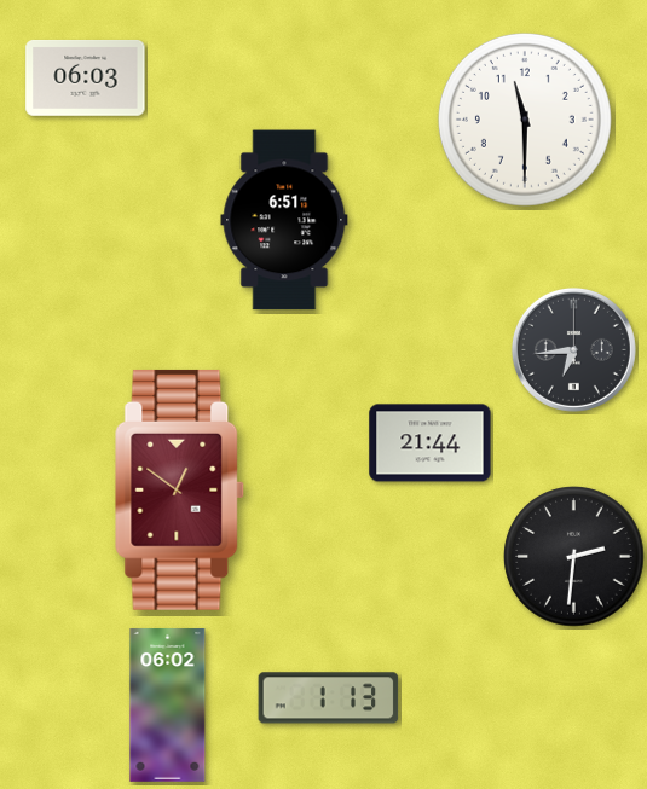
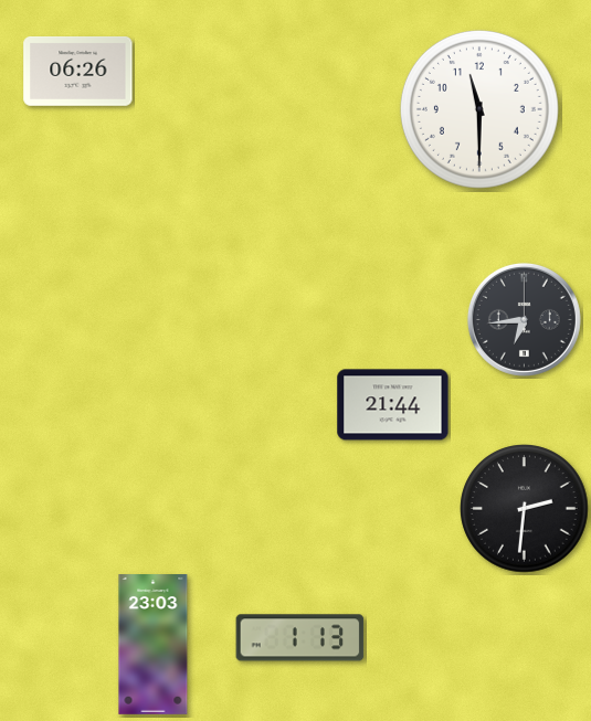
clock at (86, 77): 06:03 -> 06:26
clock at (284, 220): 6:51 -> none
clock at (180, 489): 12:51 -> none
clock at (168, 706): 06:02 -> 23:03
